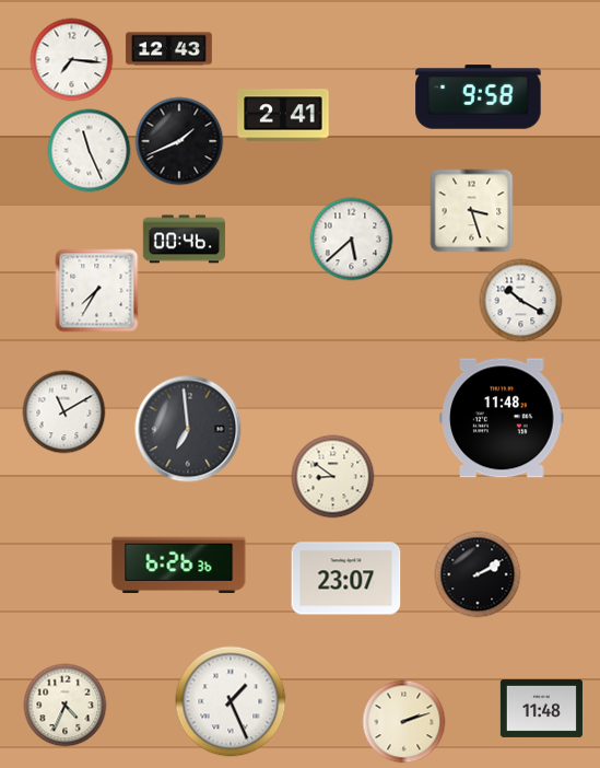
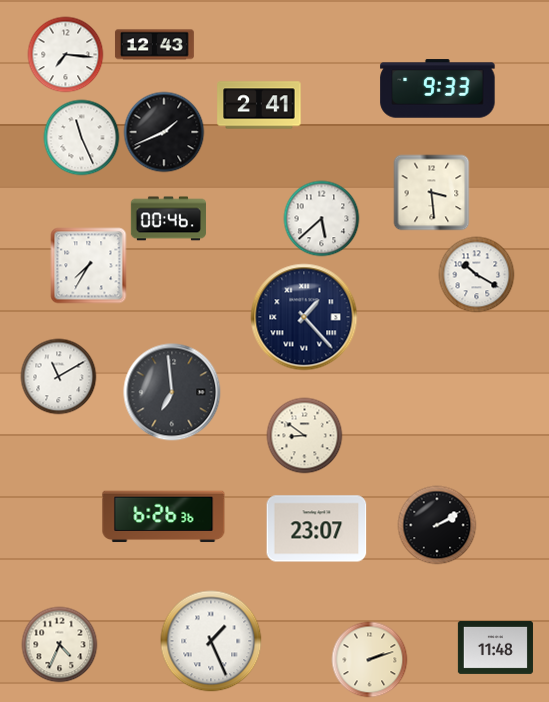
clock at (479, 97): 9:58 -> 9:33
clock at (179, 141) position: (179, 141) -> (164, 132)
clock at (472, 211): 3:27 -> 3:29
clock at (304, 317): none -> 1:23
clock at (502, 418): 11:48 -> none
